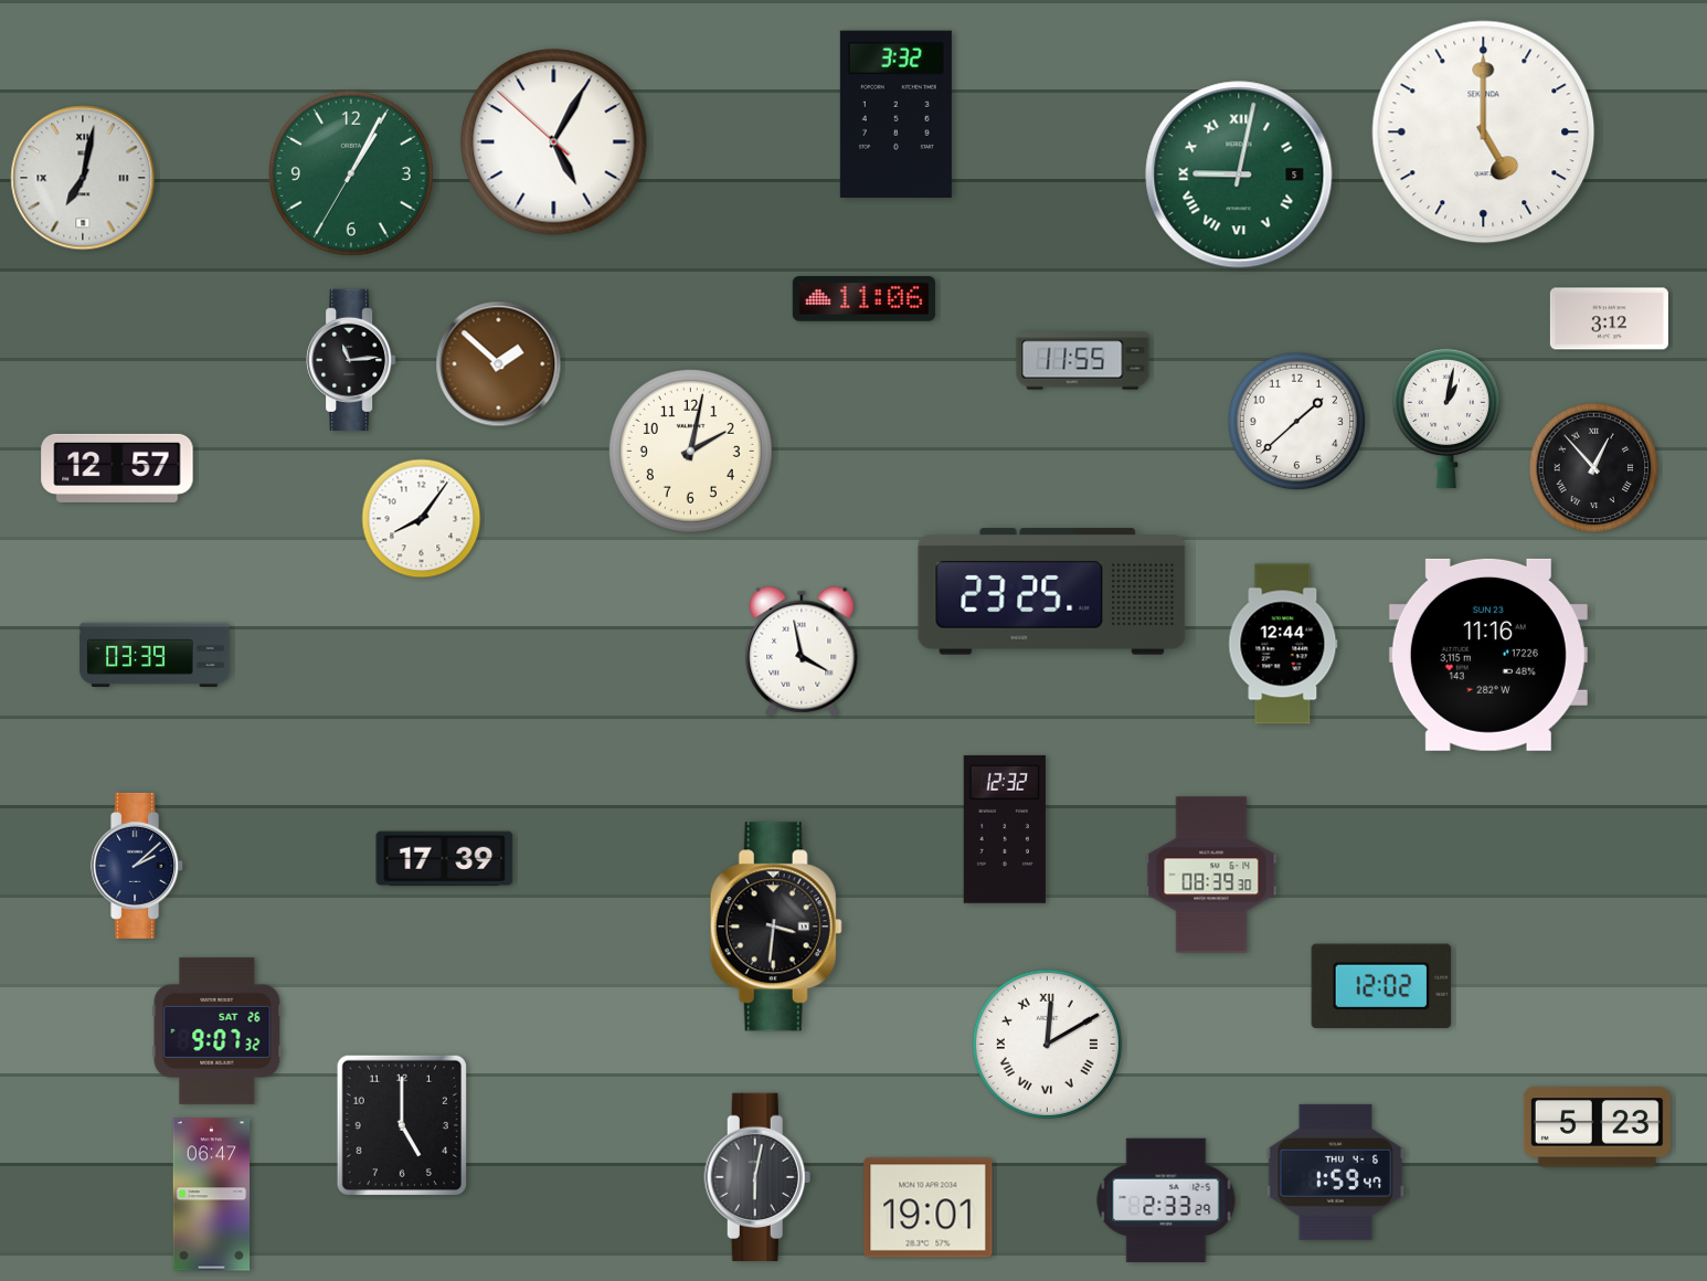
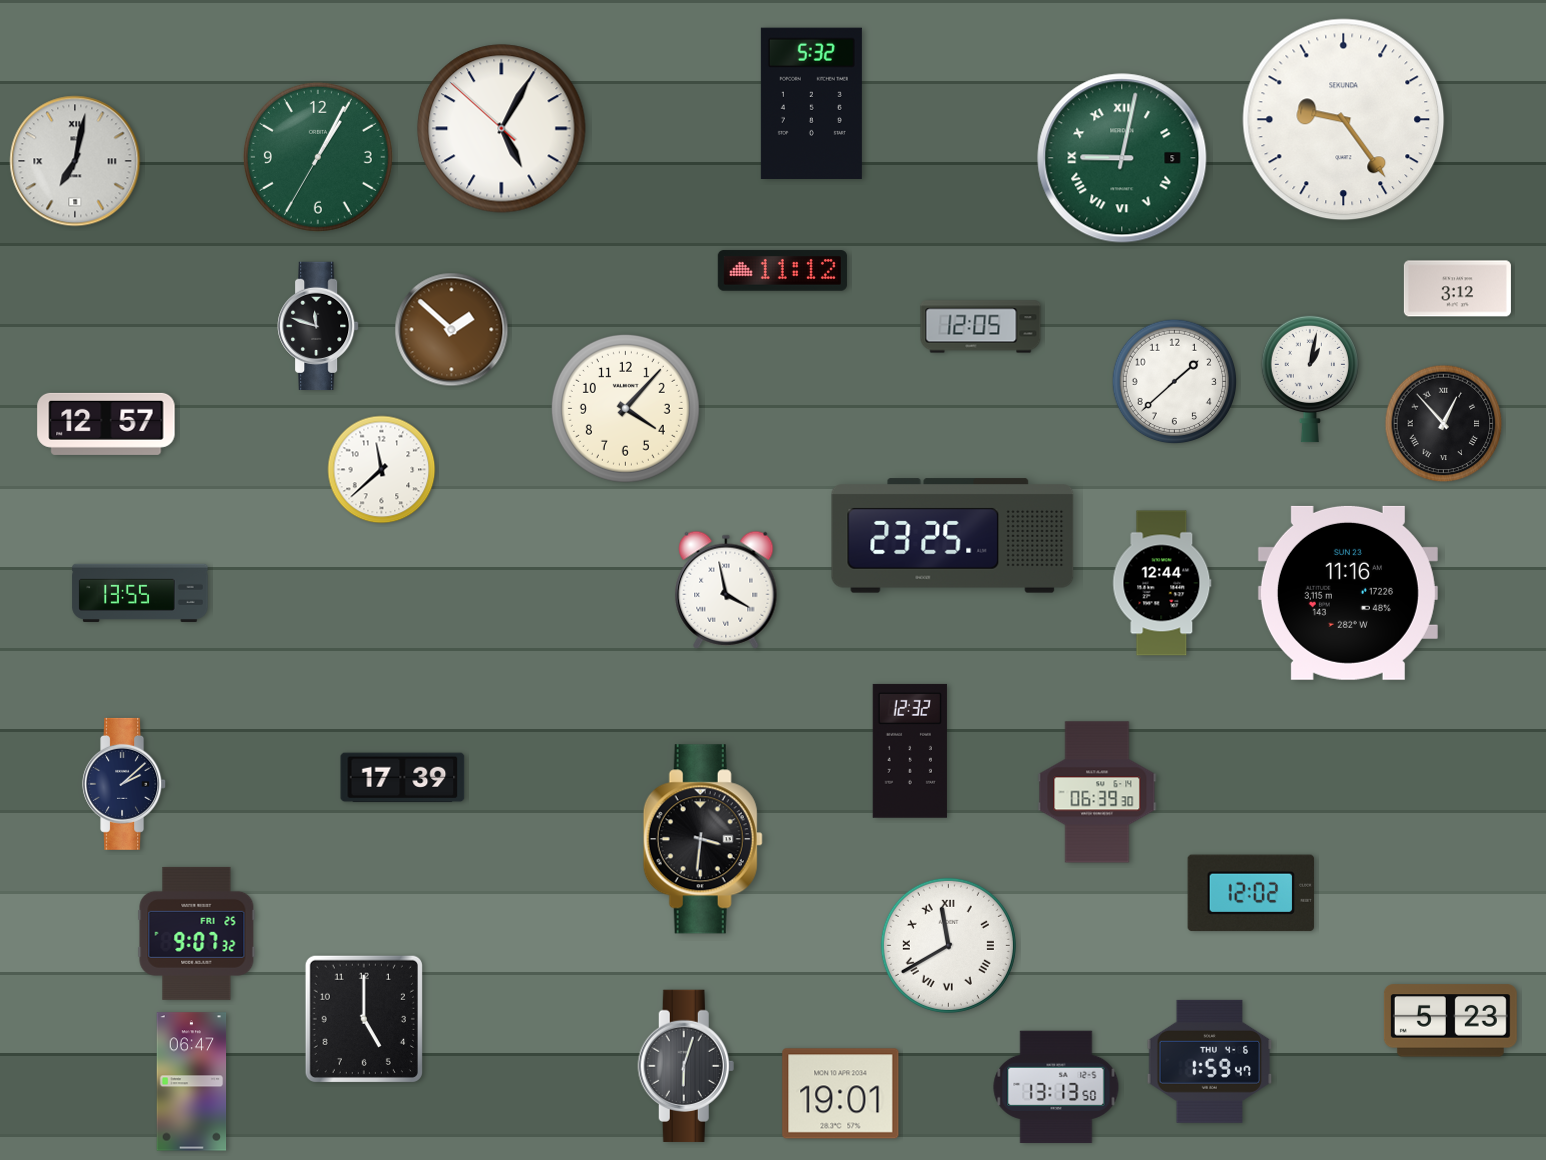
clock at (895, 114): 3:32 -> 5:32
clock at (1484, 133): 5:00 -> 9:24
clock at (863, 299): 11:06 -> 11:12
clock at (351, 359): 11:14 -> 11:48
clock at (1083, 361): 11:55 -> 12:05
clock at (690, 451): 2:02 -> 4:07
clock at (422, 519): 8:06 -> 11:38
clock at (155, 655): 03:39 -> 13:55
clock at (1211, 875): 08:39 -> 06:39
clock at (218, 1030) date: SAT 26 -> FRI 25
clock at (1047, 1044): 12:10 -> 11:40
clock at (1597, 1128) position: (1597, 1128) -> (1450, 1021)
clock at (757, 1177): 6:02 -> 6:03
clock at (1166, 1199): 2:33 -> 13:13
